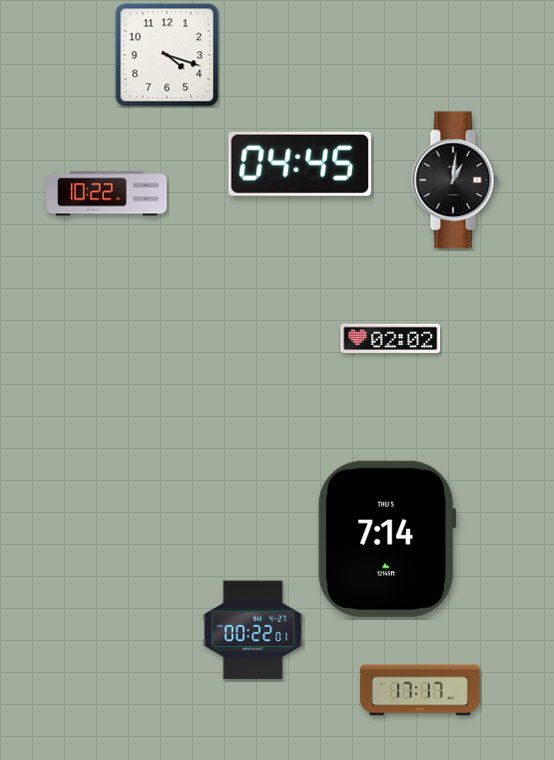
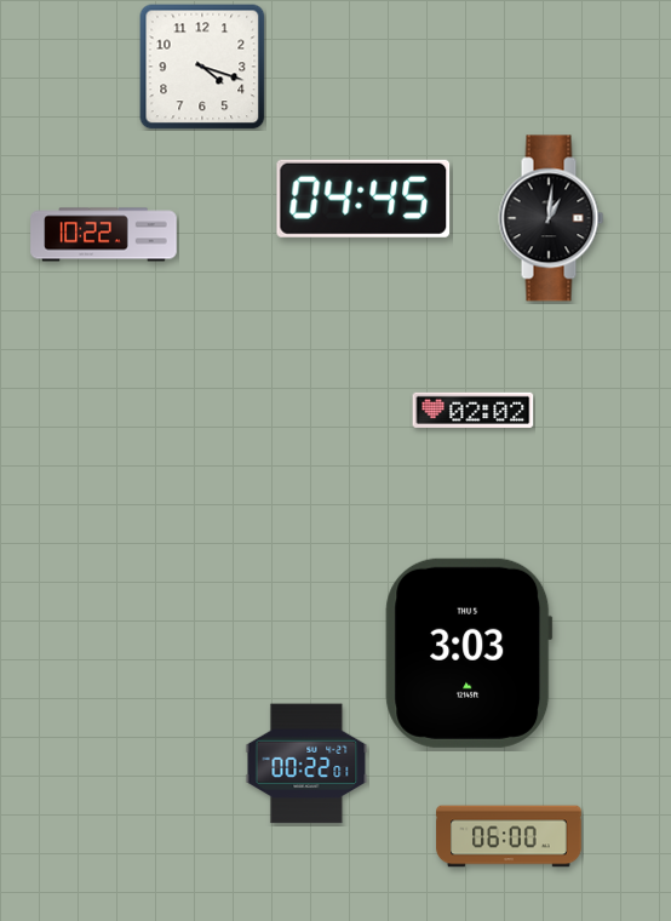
clock at (107, 194) position: (107, 194) -> (104, 235)
clock at (387, 539): 7:14 -> 3:03
clock at (420, 690): 17:17 -> 06:00
